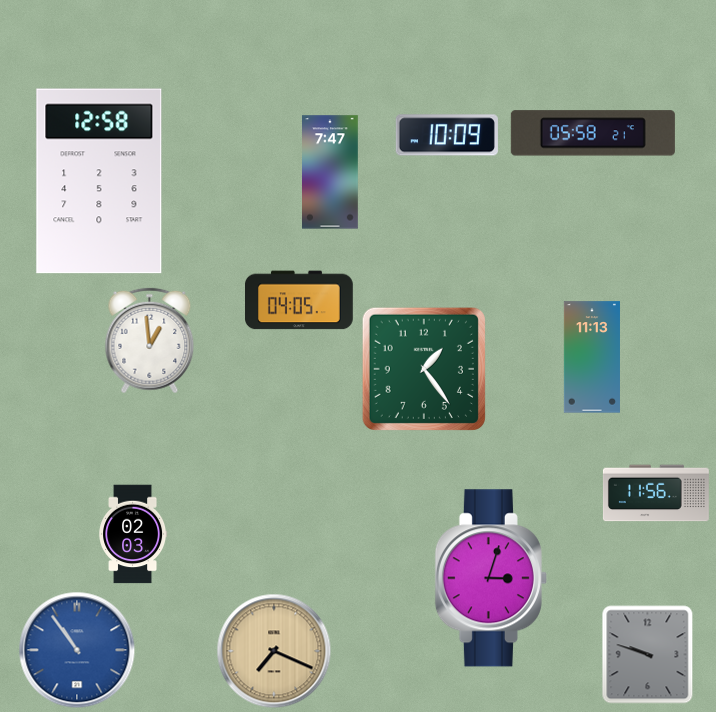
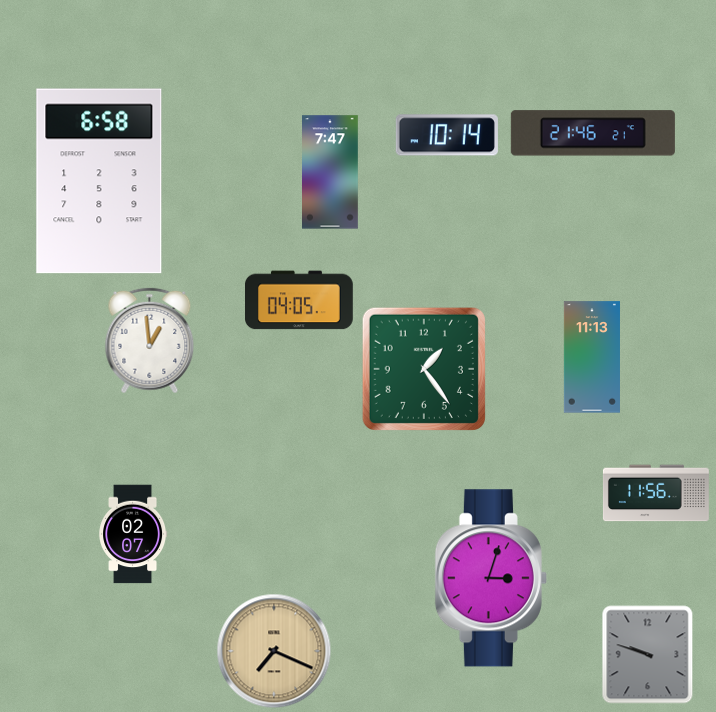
clock at (593, 133): 05:58 -> 21:46
clock at (447, 135): 10:09 -> 10:14
clock at (99, 181): 12:58 -> 6:58
clock at (133, 534): 02:03 -> 02:07
clock at (77, 650): 10:54 -> none
